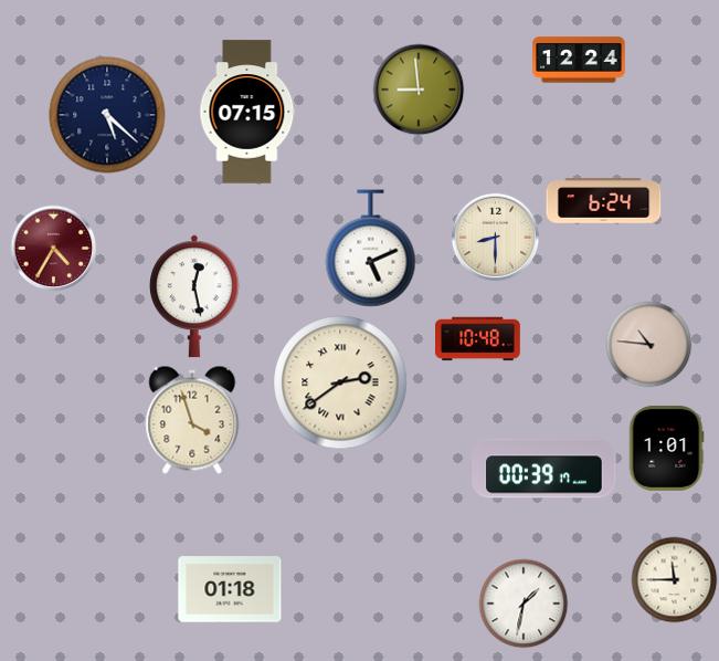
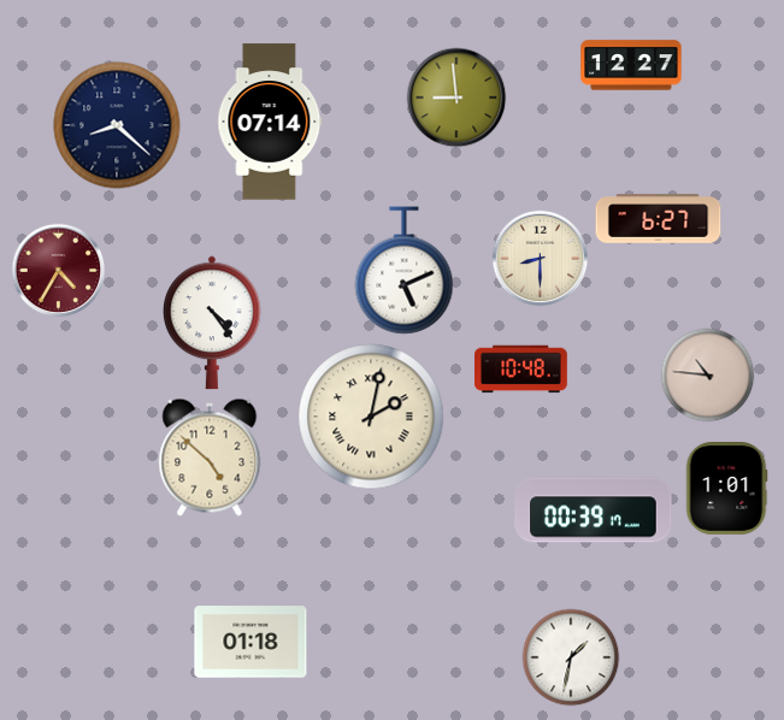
clock at (579, 60): 12:24 -> 12:27
clock at (247, 112): 07:15 -> 07:14
clock at (107, 115): 5:22 -> 8:22
clock at (604, 201): 6:24 -> 6:27
clock at (195, 296): 12:28 -> 4:24
clock at (340, 382): 2:39 -> 2:02
clock at (192, 420): 3:57 -> 4:52
clock at (674, 579): 11:45 -> none
